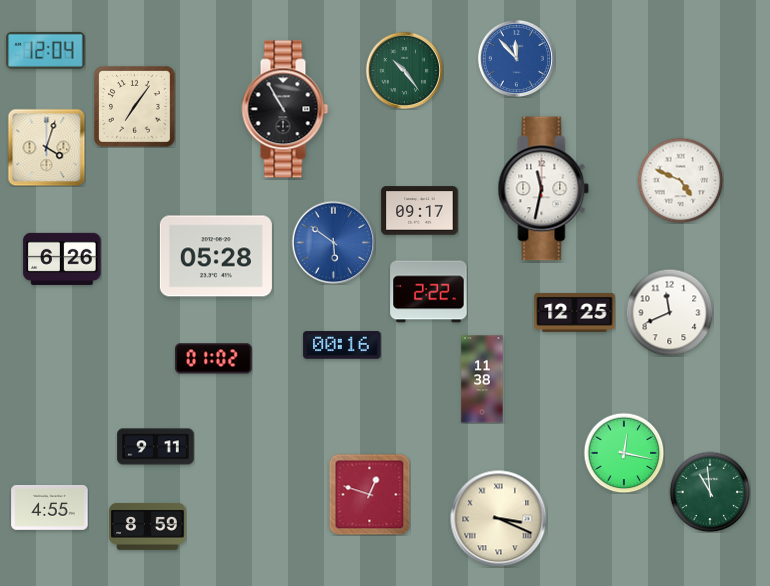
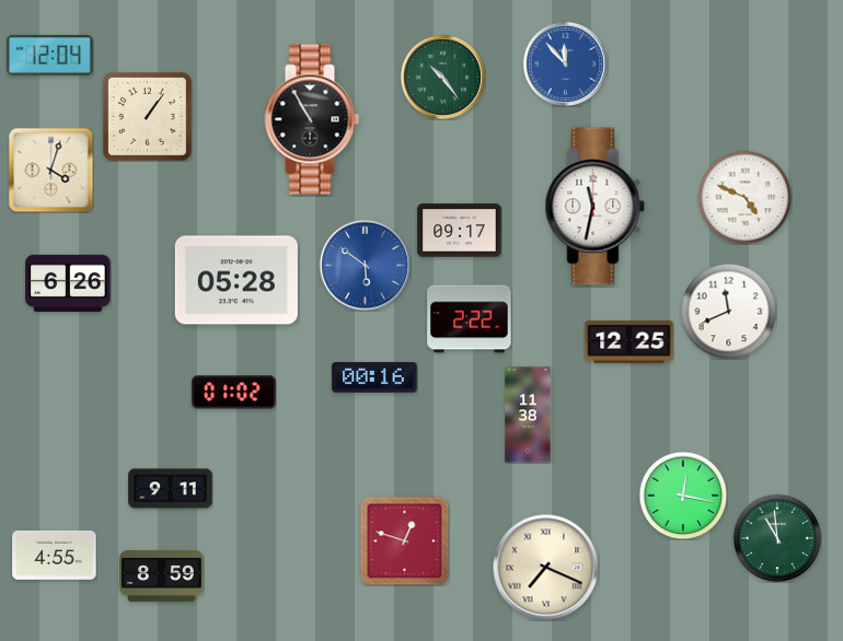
clock at (135, 107): 7:06 -> 1:06
clock at (46, 147) position: (46, 147) -> (50, 170)
clock at (669, 312) position: (669, 312) -> (728, 311)
clock at (499, 519): 3:19 -> 7:19
